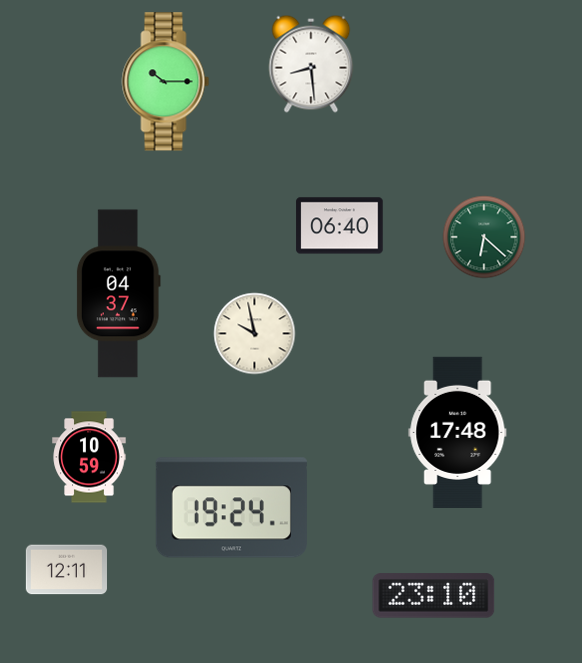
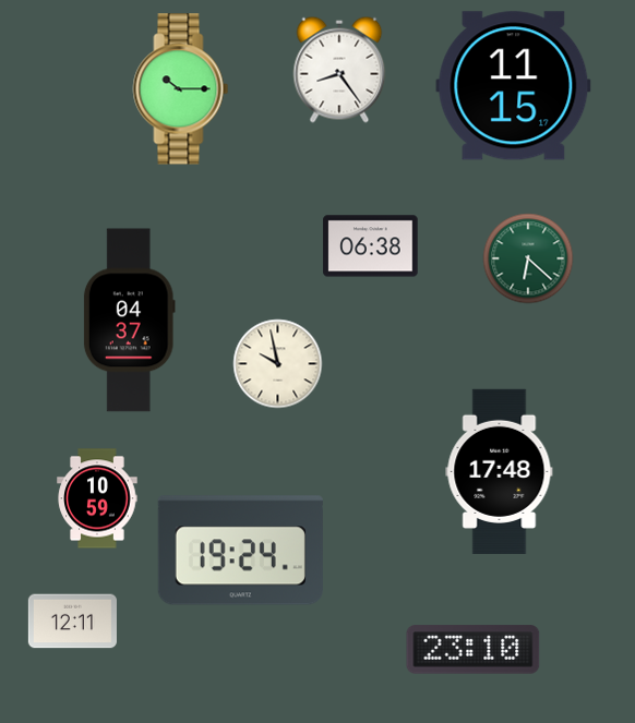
clock at (311, 64): 8:29 -> 8:24
clock at (514, 86): none -> 11:15
clock at (340, 226): 06:40 -> 06:38
clock at (231, 508) position: (231, 508) -> (240, 551)
